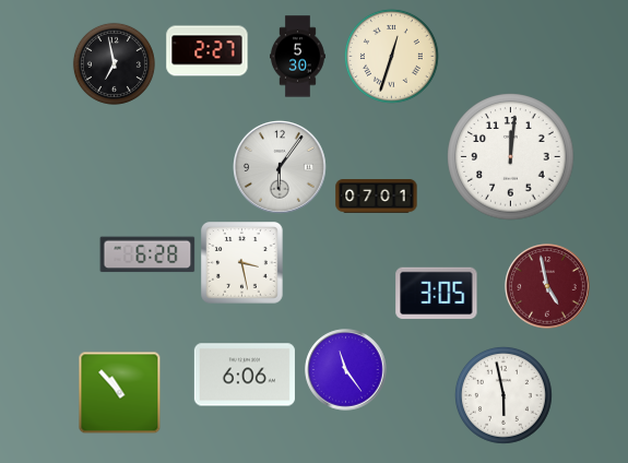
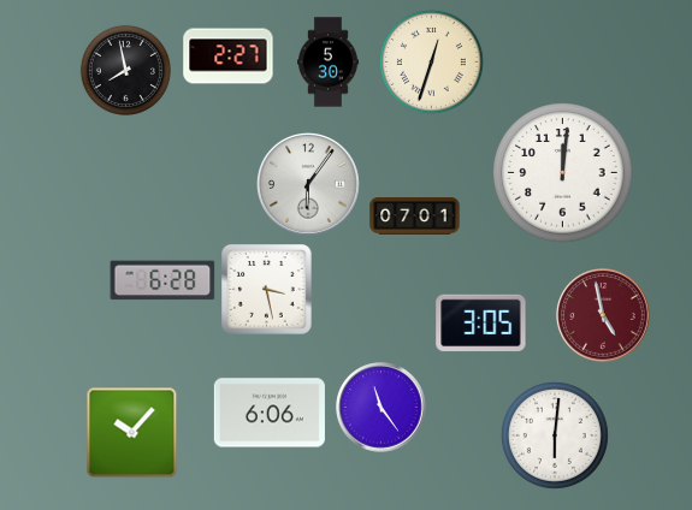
clock at (114, 63): 6:58 -> 7:58
clock at (120, 393): 10:53 -> 10:07
clock at (503, 395): 5:58 -> 6:01
